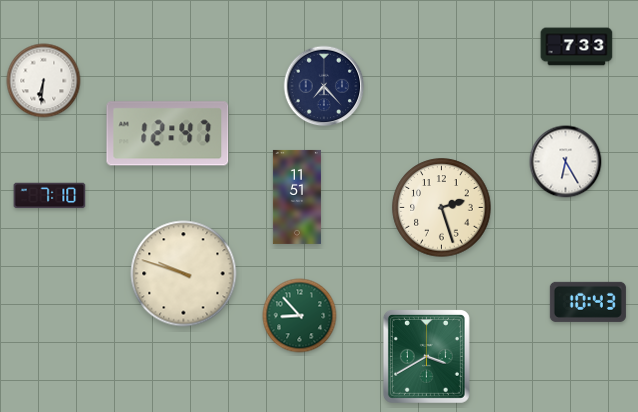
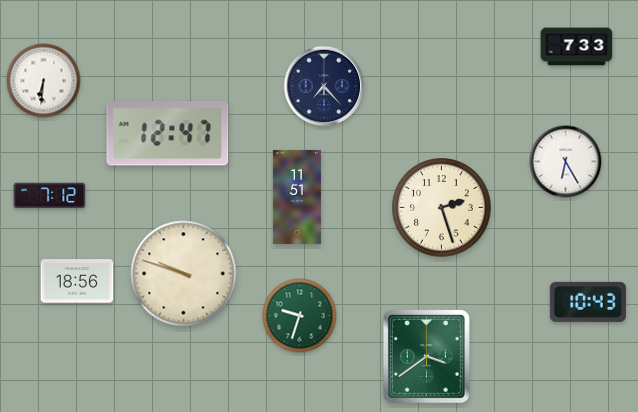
clock at (50, 196): 7:10 -> 7:12
clock at (77, 281): none -> 18:56
clock at (300, 316): 8:53 -> 9:33
clock at (426, 356): 3:40 -> 3:39
